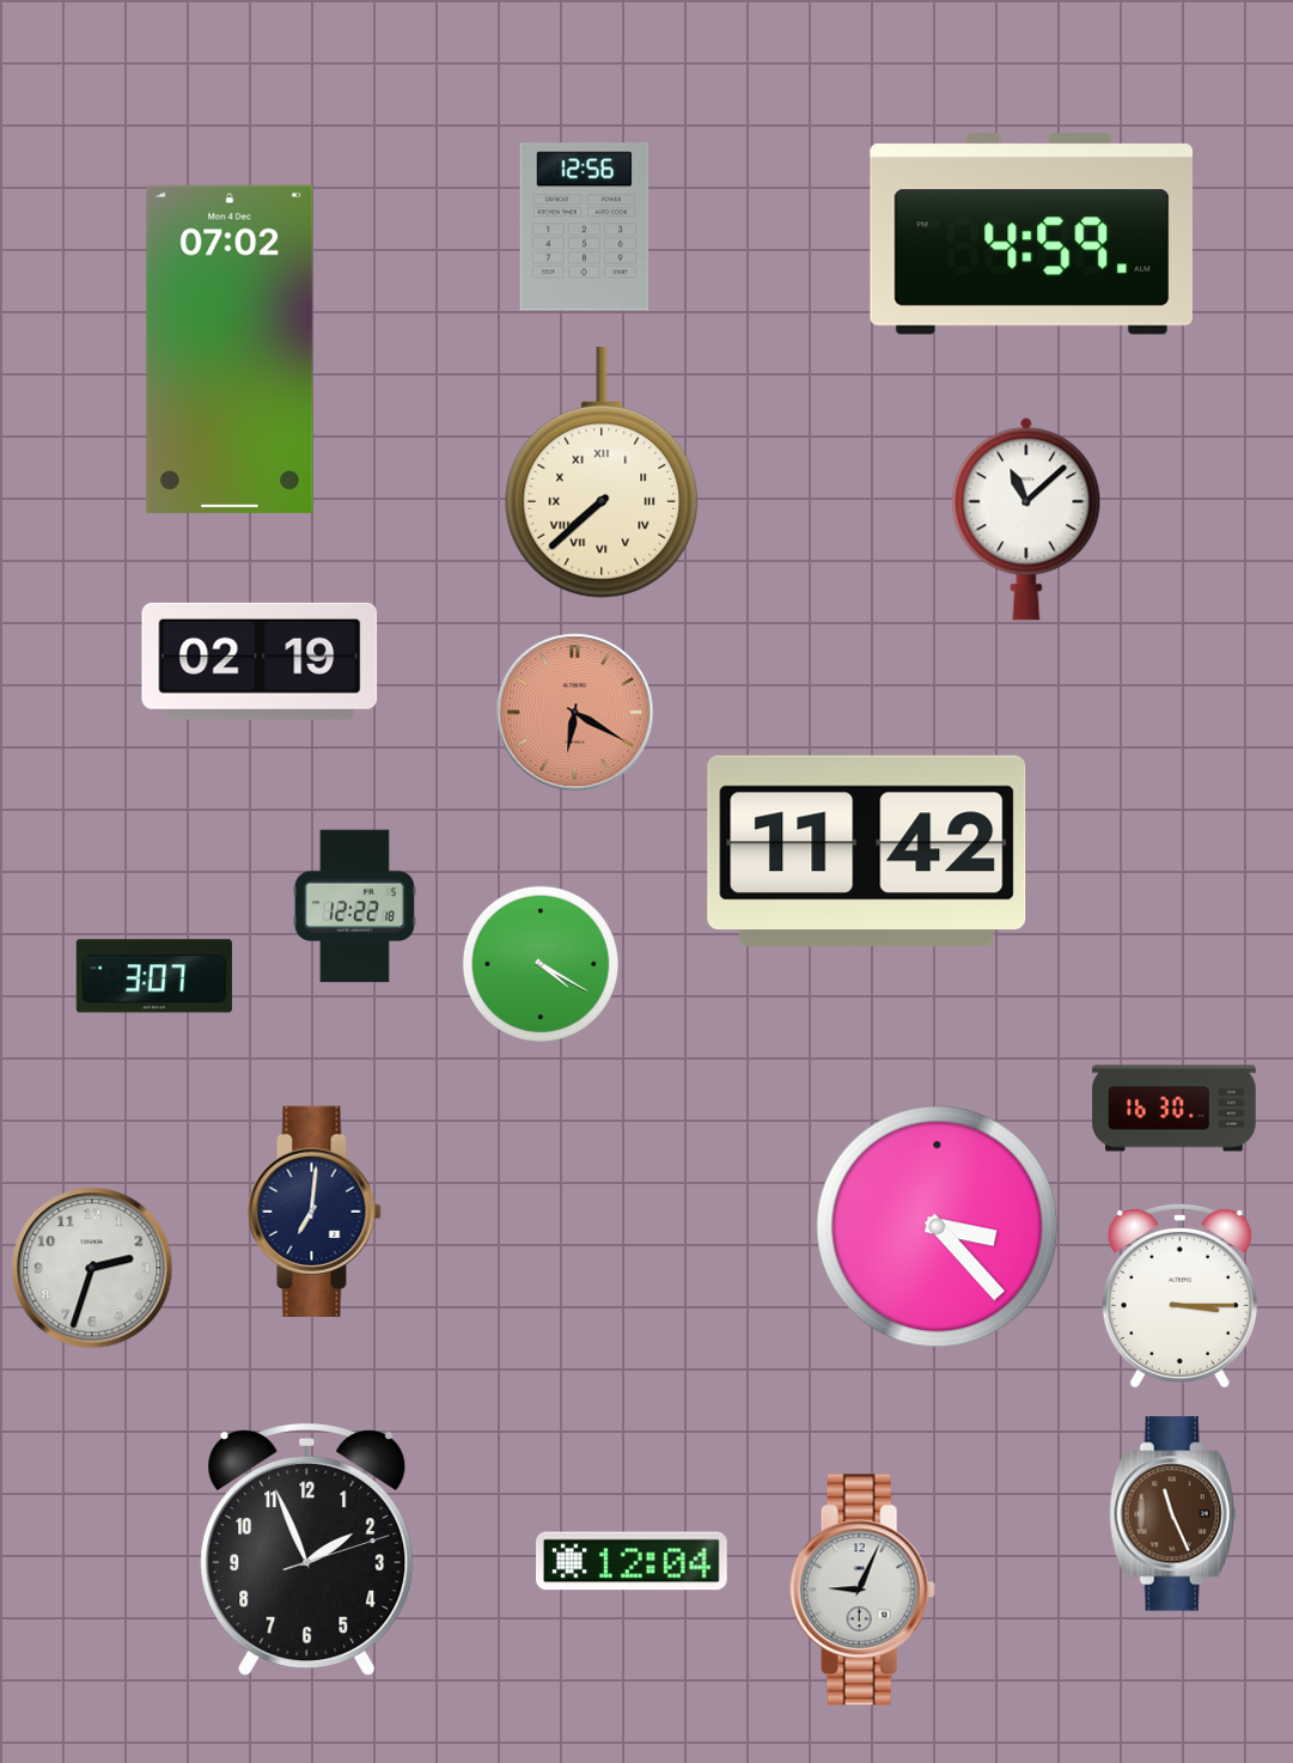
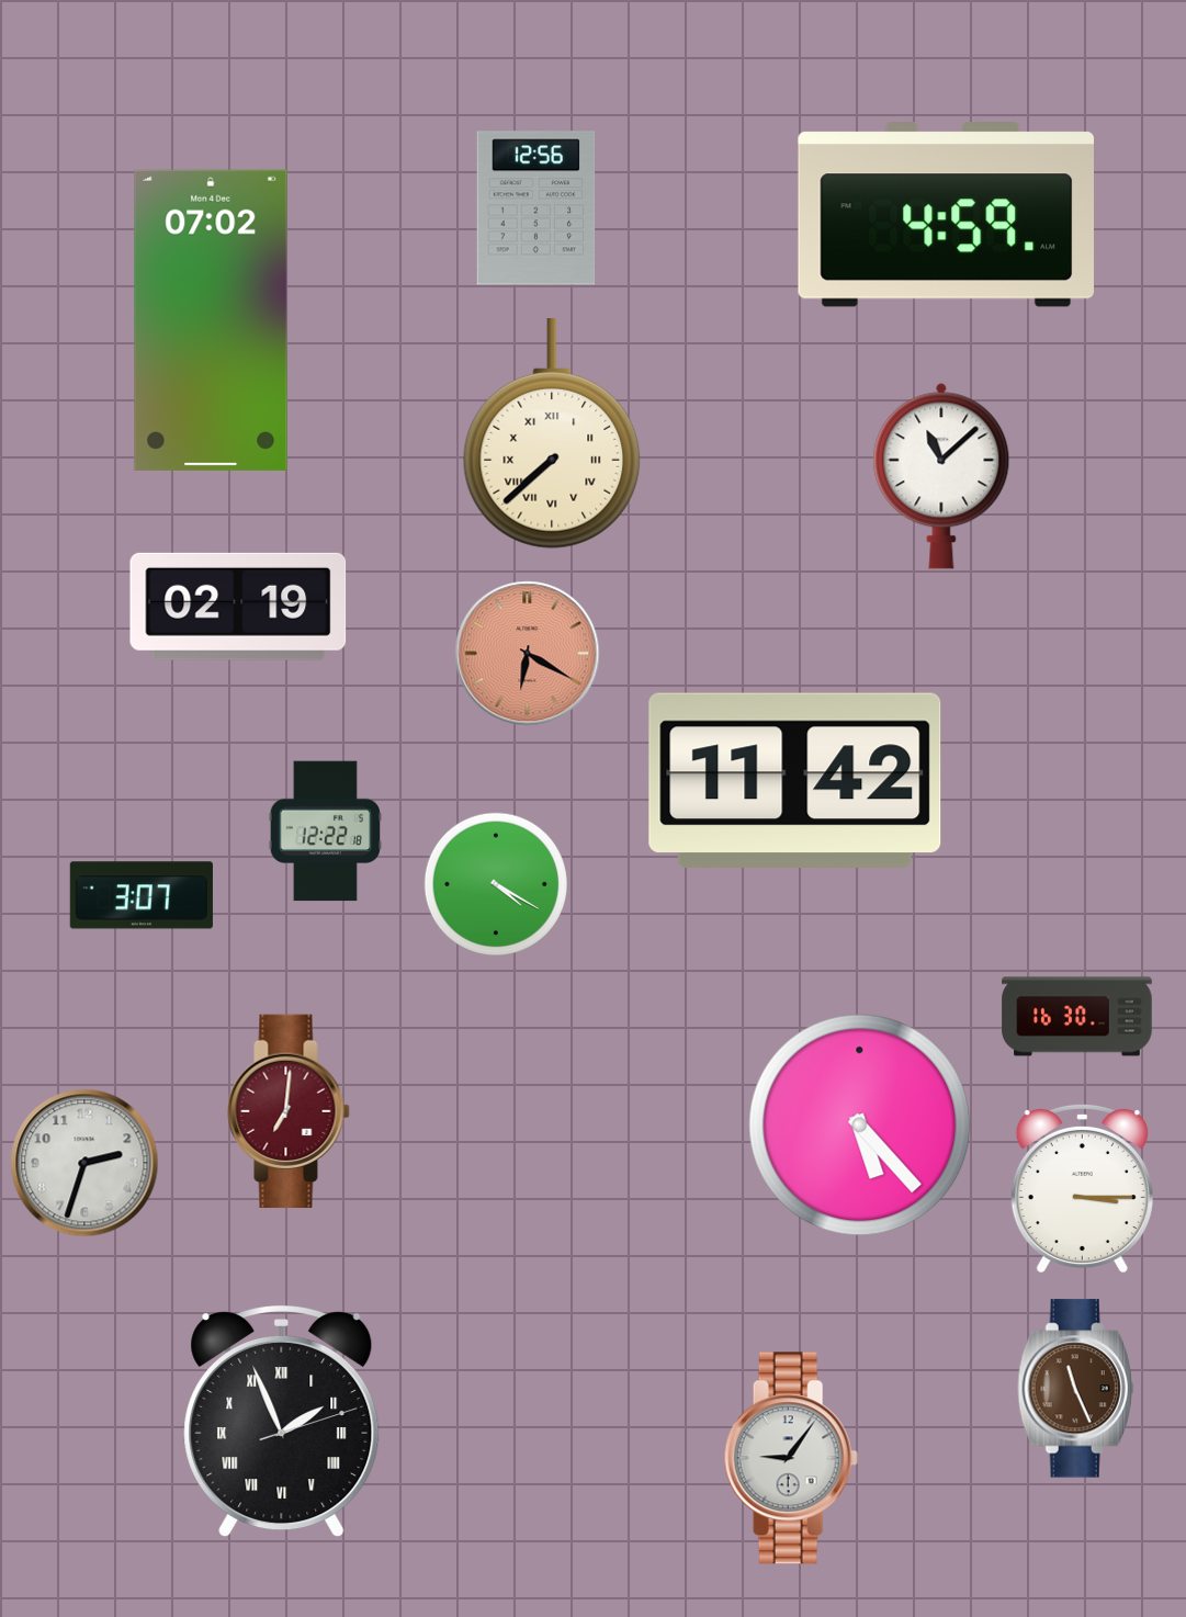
clock at (315, 1210) dial: navy -> burgundy
clock at (938, 1227): 3:23 -> 5:23
clock at (307, 1550) numerals: Arabic -> Roman
clock at (633, 1561): 12:04 -> none
clock at (862, 1590): 9:04 -> 9:06
